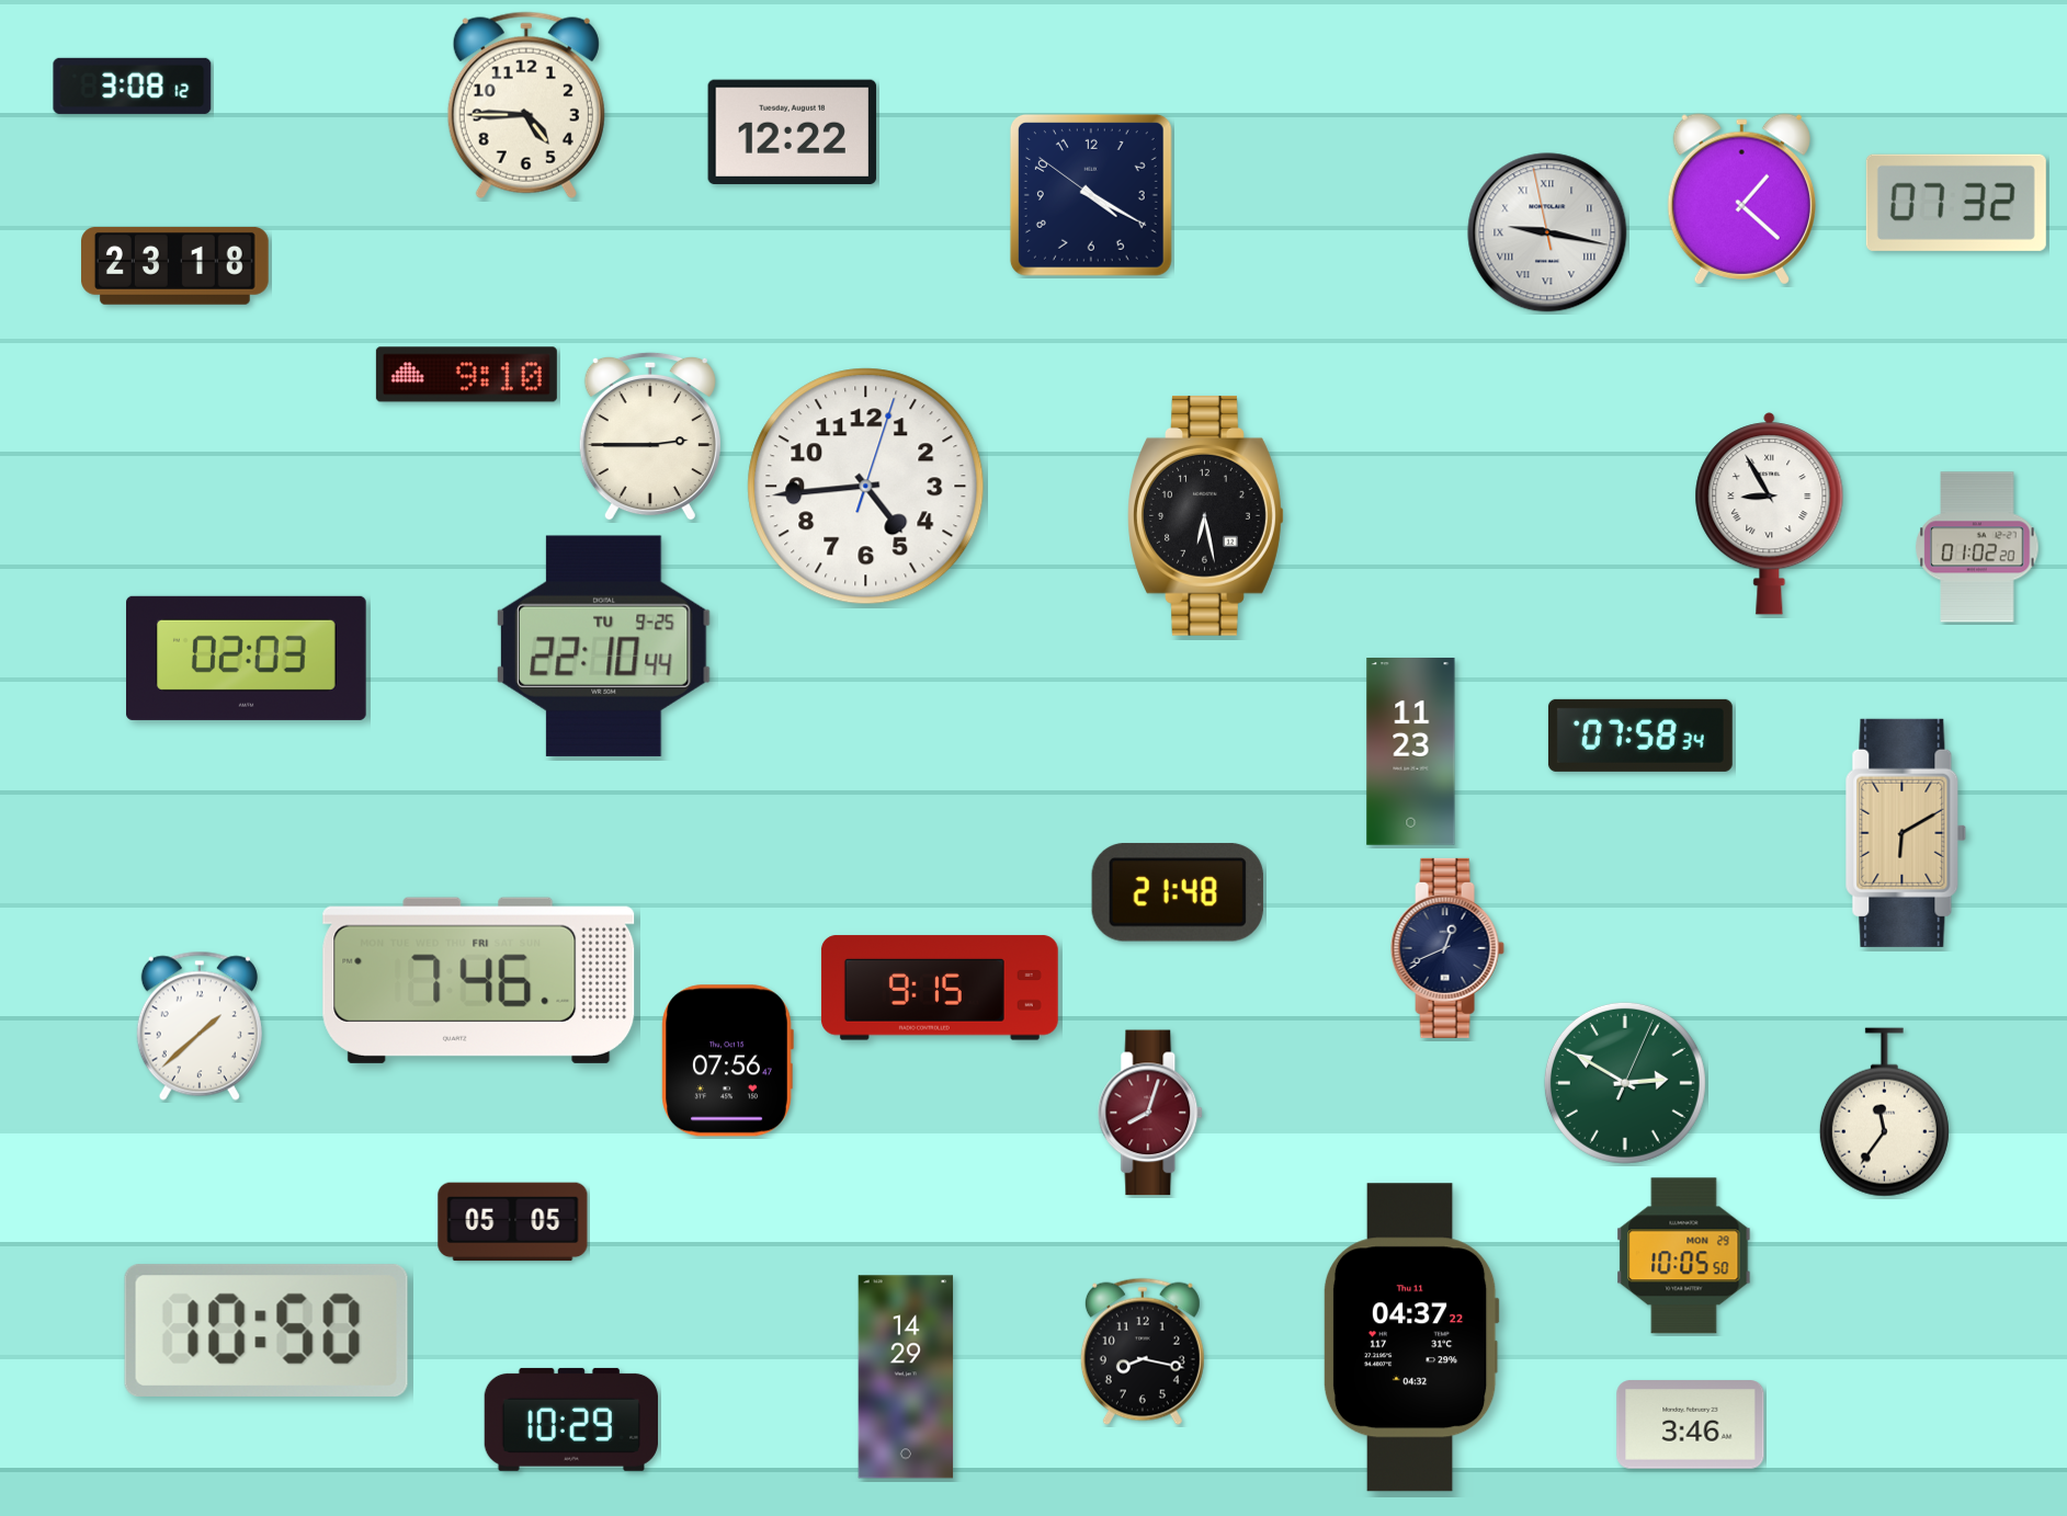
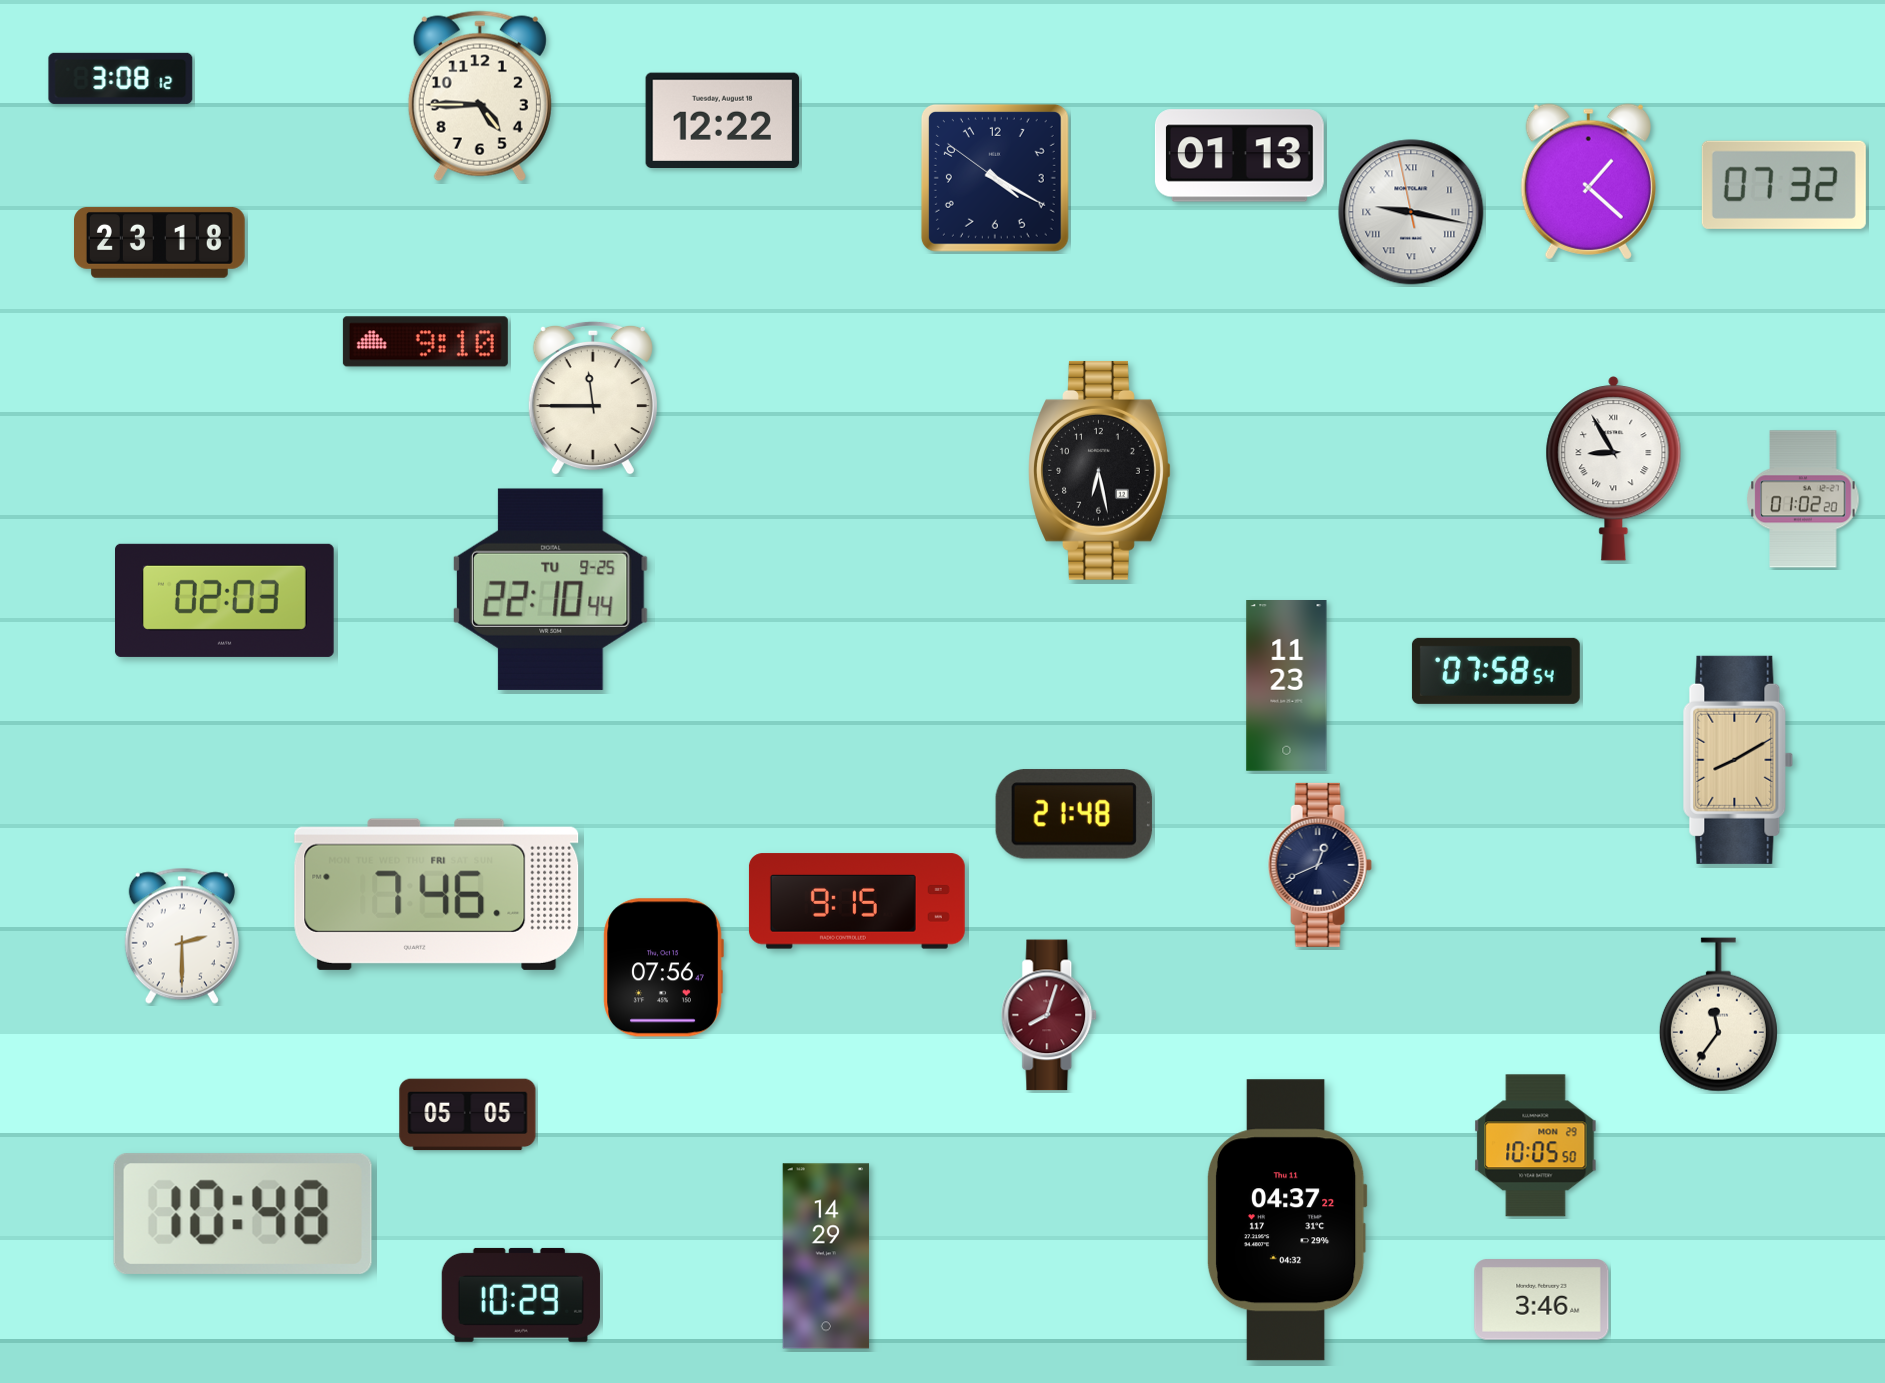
clock at (1239, 156): none -> 01:13
clock at (650, 436): 2:45 -> 11:45
clock at (866, 487): 4:44 -> none
clock at (1640, 736): 07:58:34 -> 07:58:54
clock at (1906, 833): 6:10 -> 8:10
clock at (200, 1026): 1:38 -> 2:30
clock at (1625, 1083): 2:50 -> none
clock at (266, 1331): 10:50 -> 10:48
clock at (1143, 1352): 8:17 -> none
